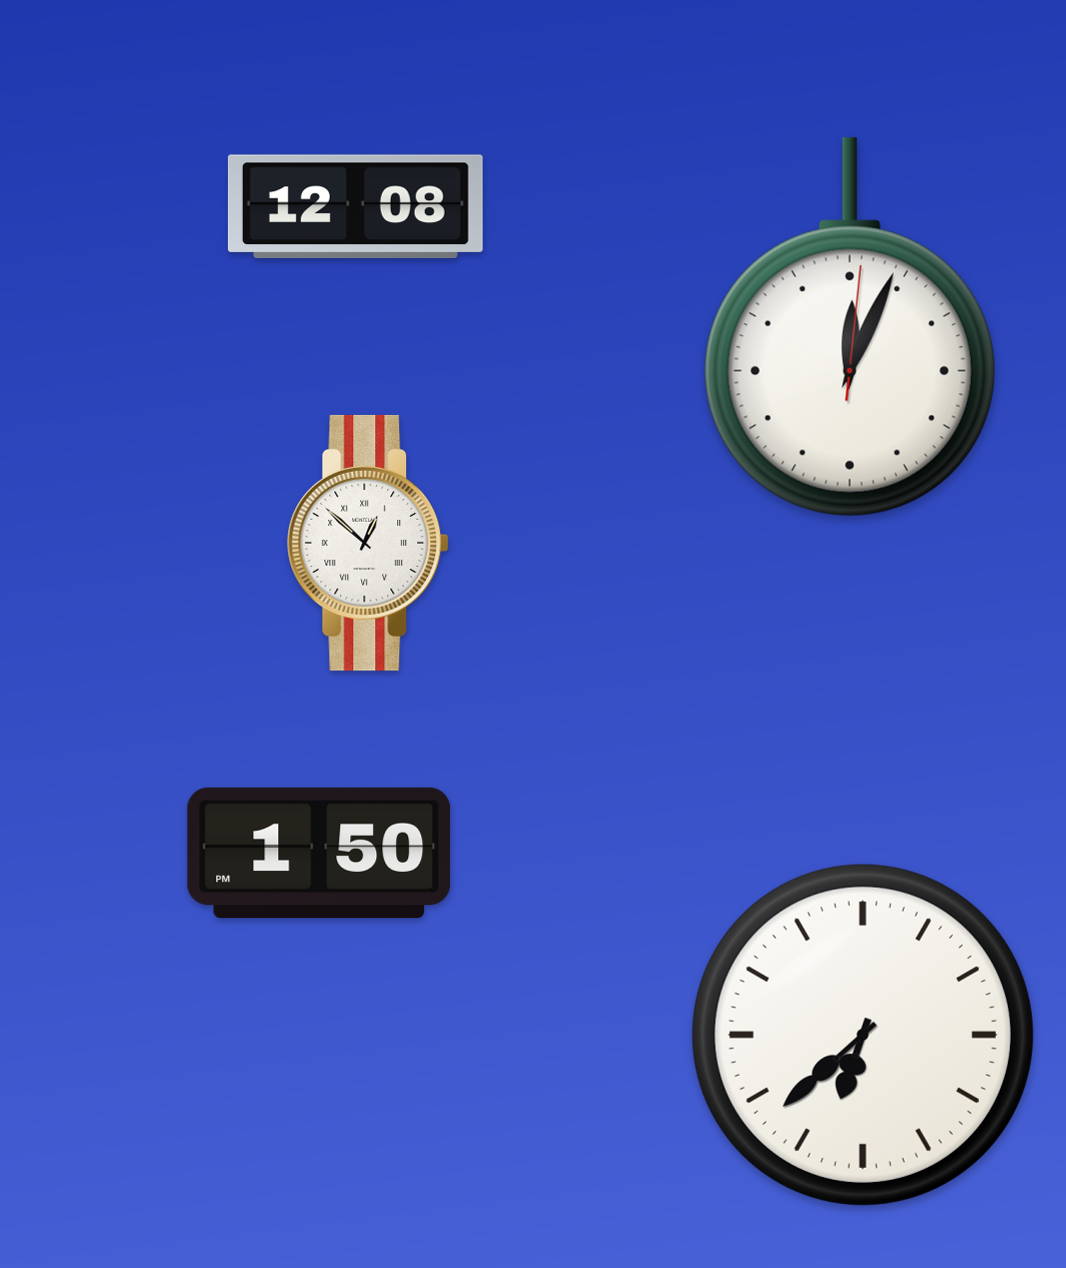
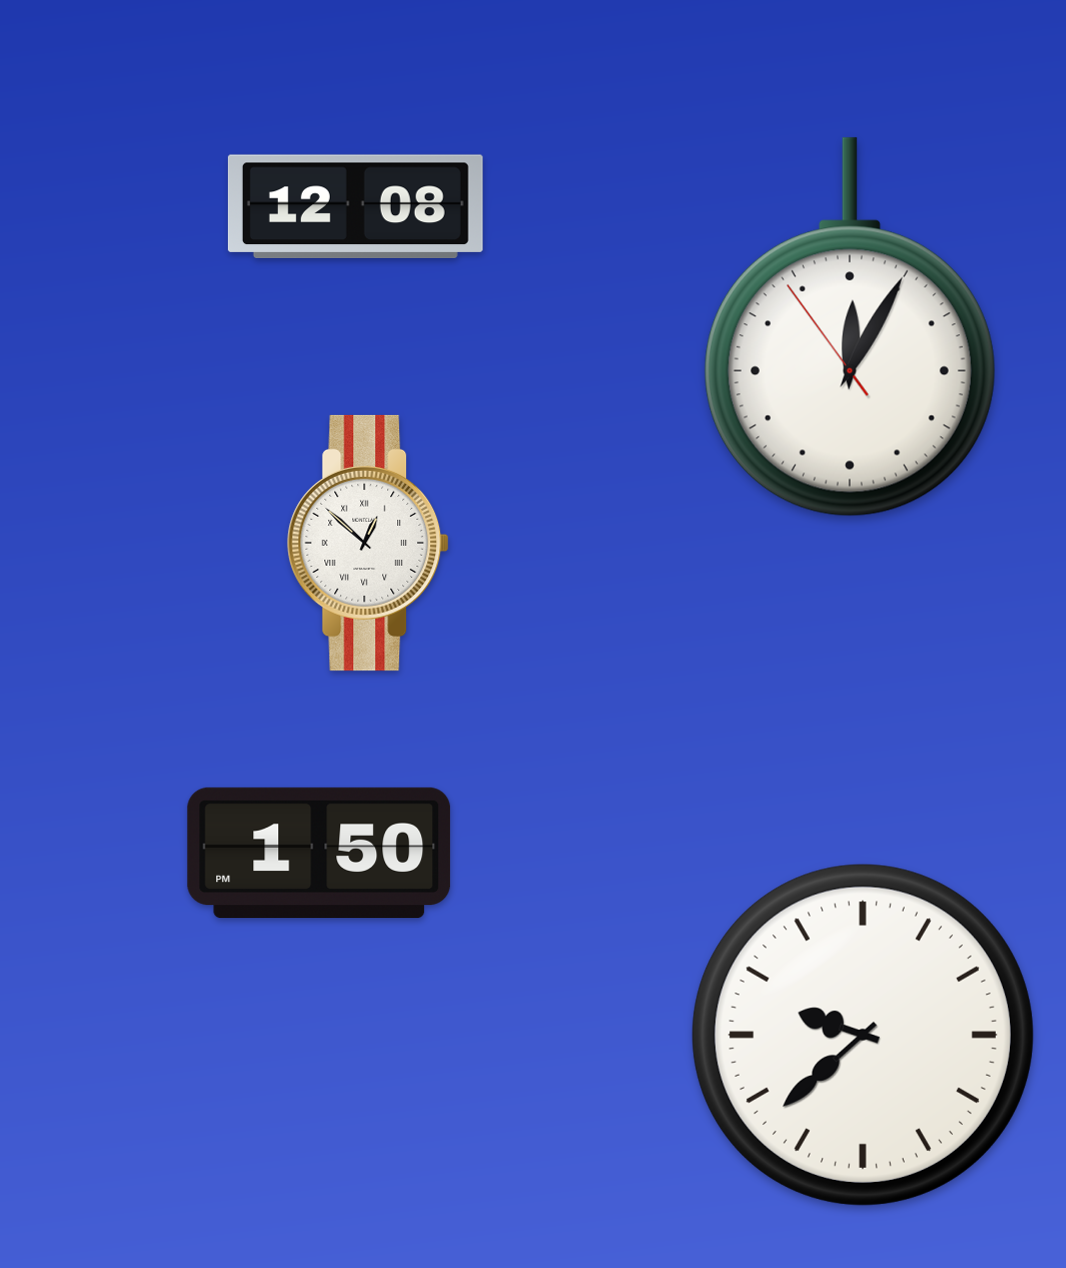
clock at (850, 327): 12:04:01 -> 12:04:54
clock at (863, 1035): 6:38 -> 9:38
